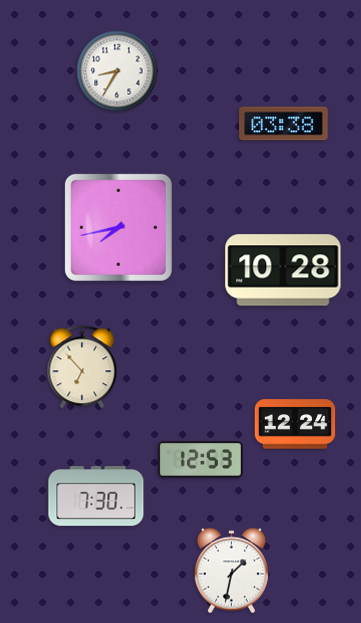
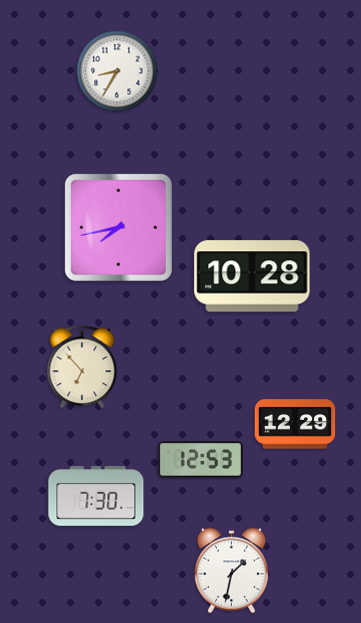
clock at (284, 124): 03:38 -> none
clock at (283, 270) position: (283, 270) -> (252, 276)
clock at (295, 424): 12:24 -> 12:29
